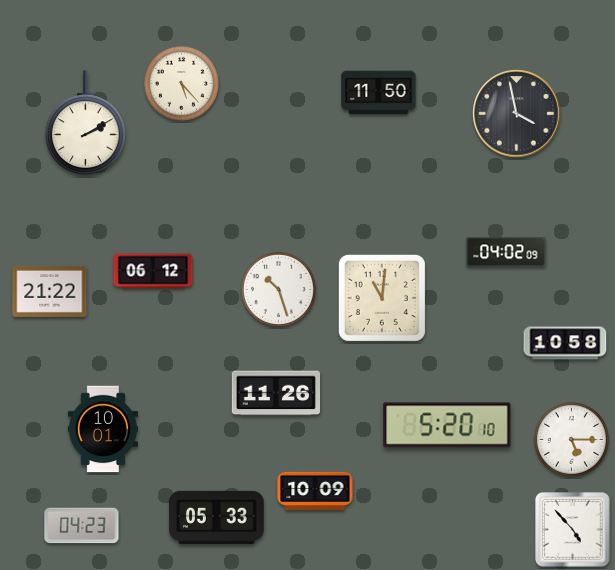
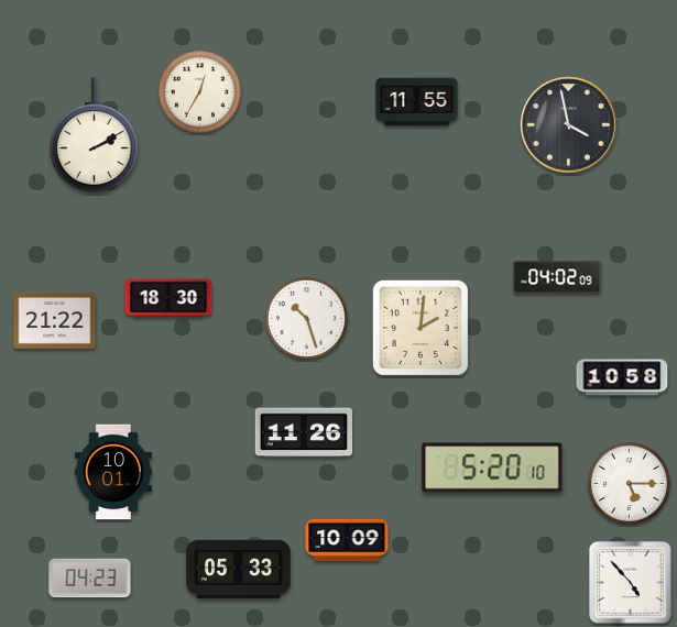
clock at (181, 83): 5:23 -> 12:35
clock at (379, 93): 11:50 -> 11:55
clock at (153, 271): 06:12 -> 18:30
clock at (382, 298): 11:01 -> 2:01
